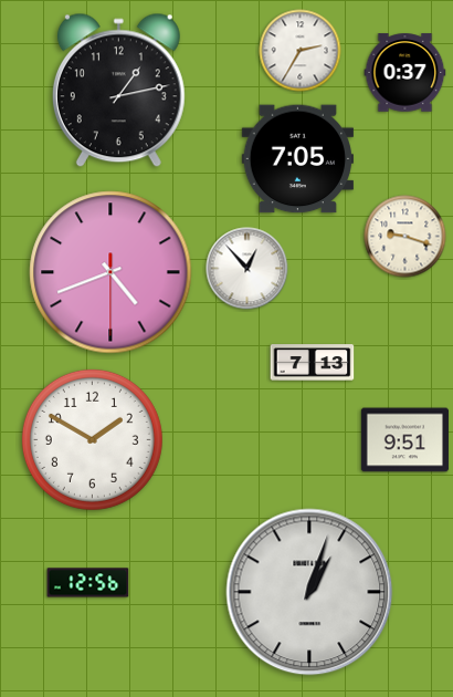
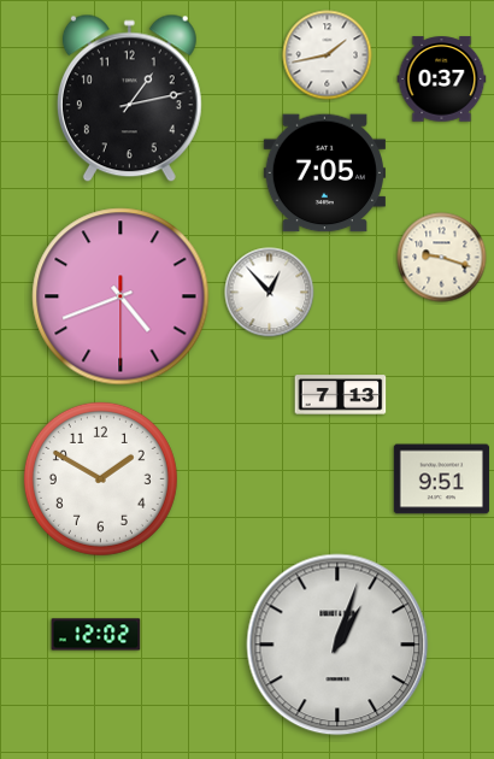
clock at (301, 51): 2:35 -> 1:43
clock at (88, 583): 12:56 -> 12:02
